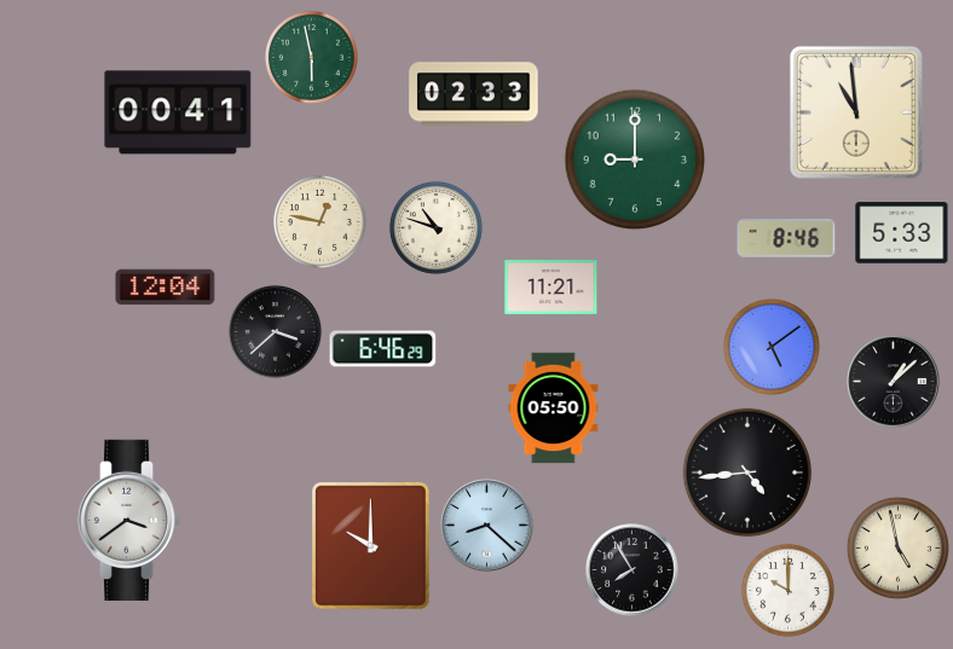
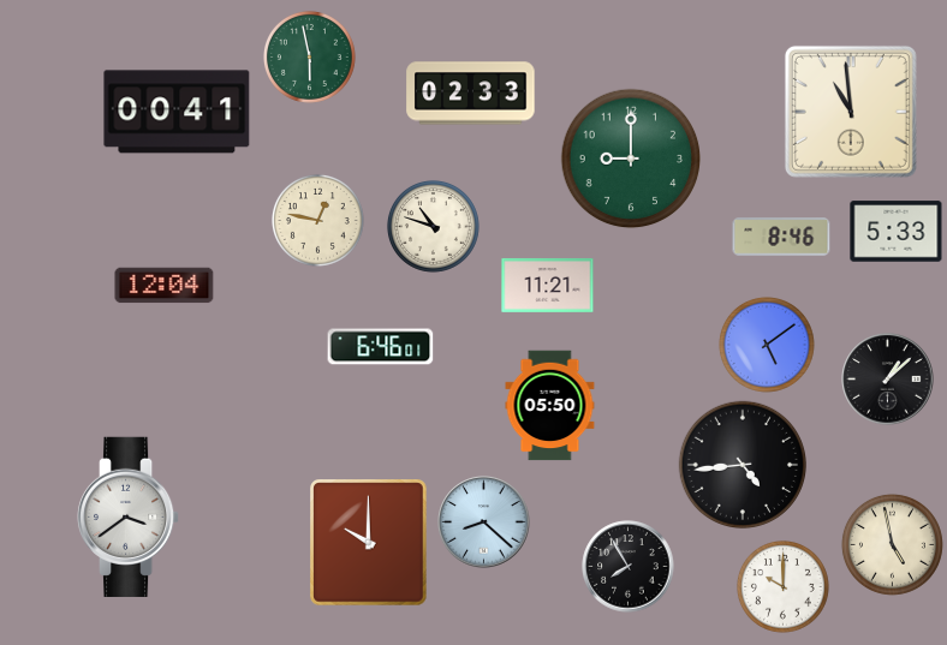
clock at (276, 332): 3:38 -> none
clock at (383, 349): 6:46:29 -> 6:46:01
clock at (746, 471) position: (746, 471) -> (741, 464)
